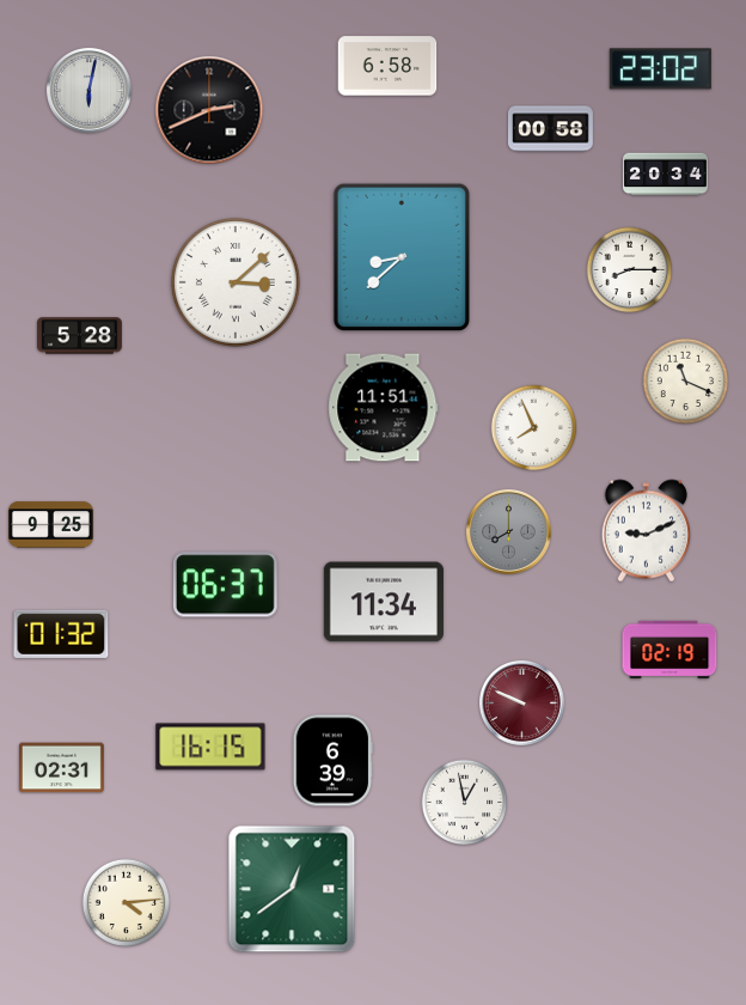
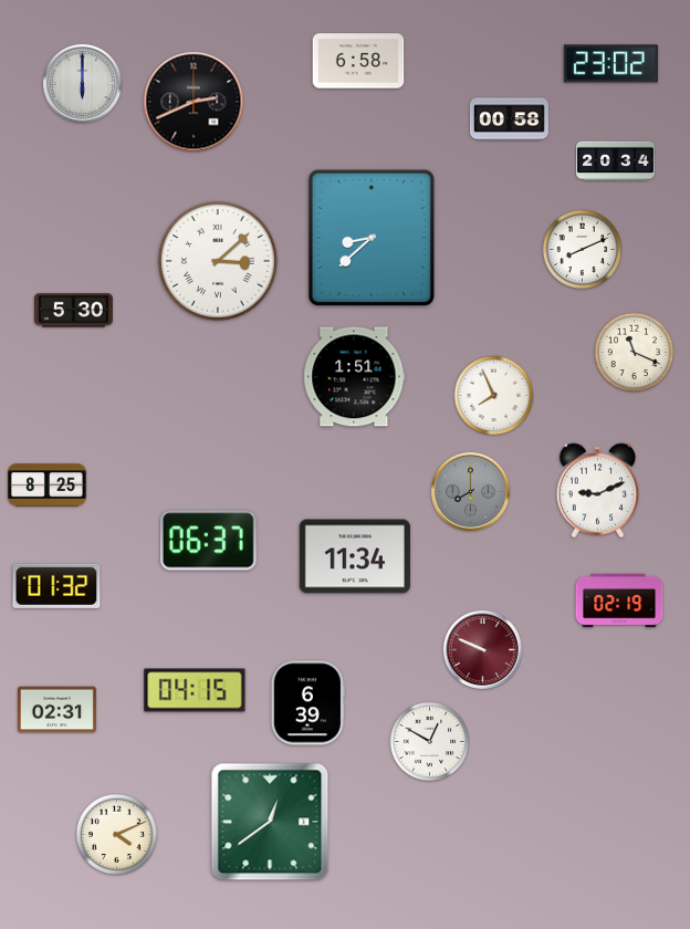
clock at (88, 90): 6:02 -> 6:00
clock at (630, 270): 8:15 -> 8:11
clock at (79, 336): 5:28 -> 5:30
clock at (384, 408): 11:51 -> 1:51
clock at (51, 525): 9:25 -> 8:25
clock at (210, 747): 16:15 -> 04:15
clock at (465, 803): 12:58 -> 12:50
clock at (126, 902): 4:14 -> 4:11
